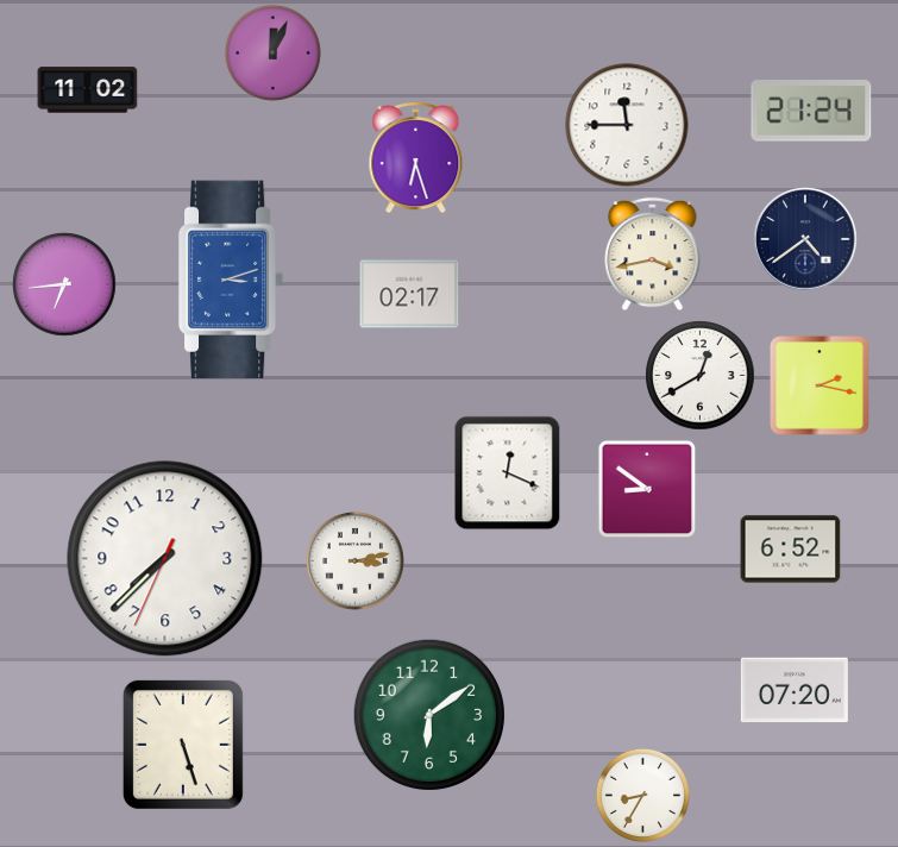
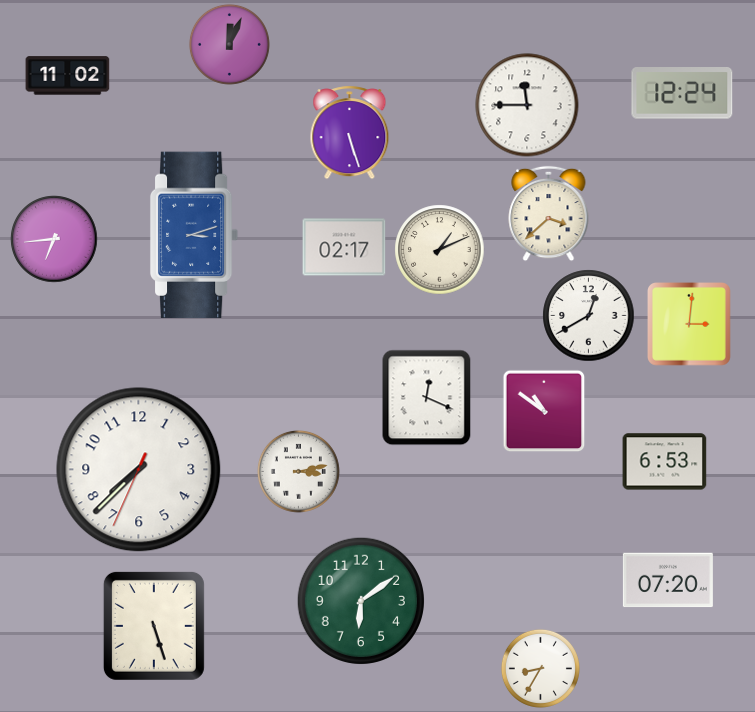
clock at (88, 90) position: (88, 90) -> (68, 76)
clock at (811, 111): 21:24 -> 12:24
clock at (416, 158): 6:27 -> 5:27
clock at (805, 239): 4:39 -> none
clock at (653, 255): 3:43 -> 3:38
clock at (440, 250): none -> 1:11
clock at (821, 387): 2:17 -> 3:01
clock at (647, 489): 8:51 -> 10:51
clock at (791, 550): 6:52 -> 6:53
